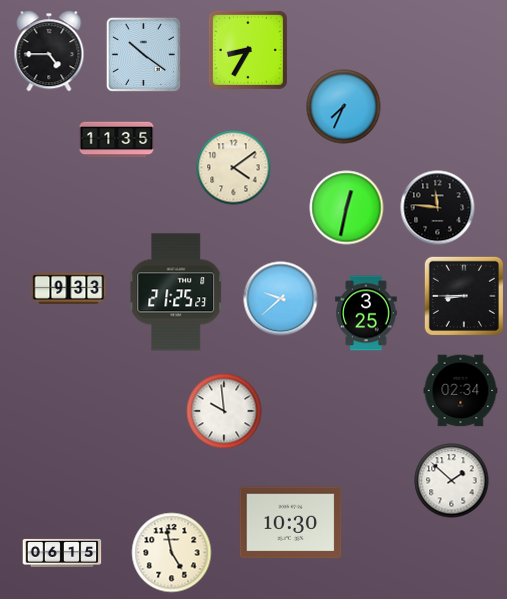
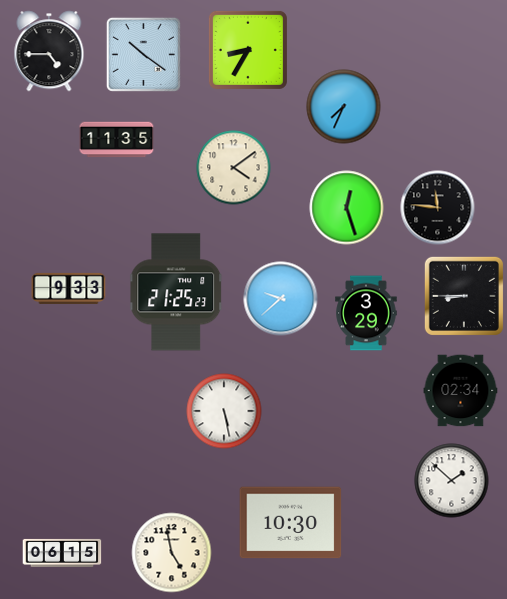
clock at (347, 208): 12:32 -> 12:27
clock at (366, 313): 3:25 -> 3:29
clock at (224, 411): 9:59 -> 5:28
